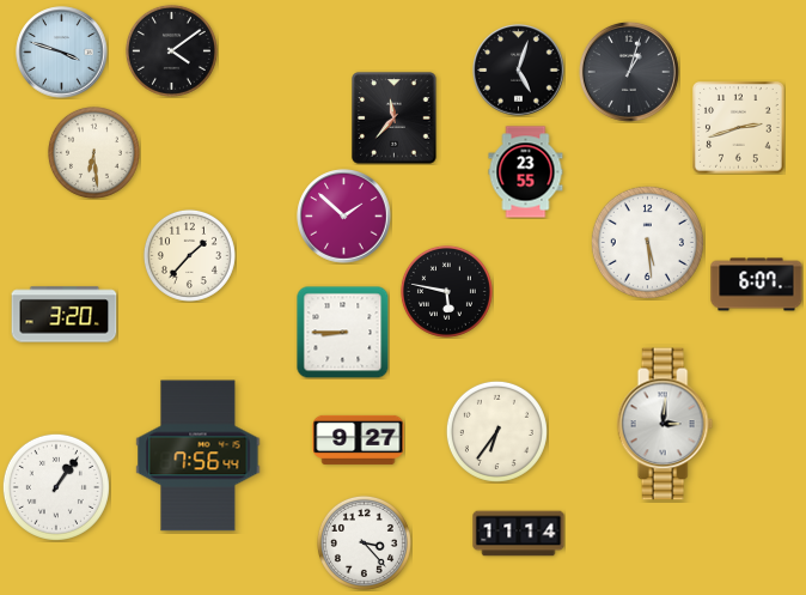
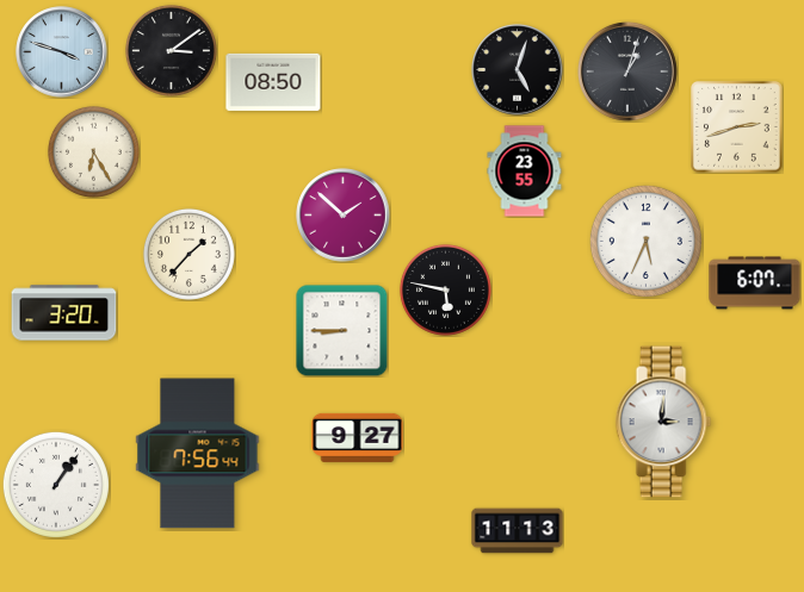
clock at (171, 50): 4:09 -> 3:09
clock at (273, 82): none -> 08:50
clock at (395, 119): 11:37 -> none
clock at (93, 152): 6:29 -> 6:25
clock at (647, 242): 5:29 -> 5:34
clock at (496, 431): 6:36 -> none
clock at (519, 534): 11:14 -> 11:13
clock at (364, 542): 3:23 -> none
